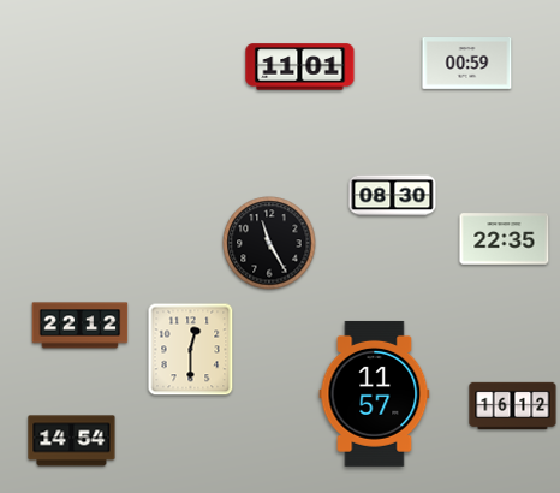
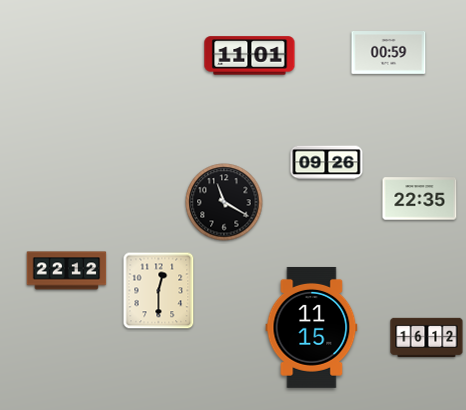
clock at (393, 196): 08:30 -> 09:26
clock at (269, 243): 11:25 -> 11:20
clock at (375, 393): 11:57 -> 11:15
clock at (72, 441): 14:54 -> none
